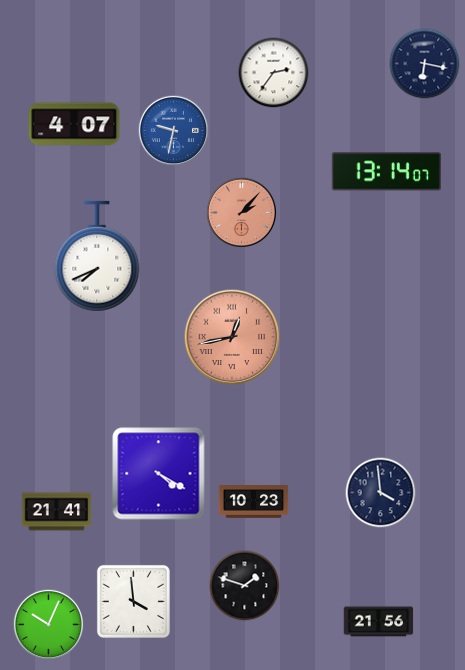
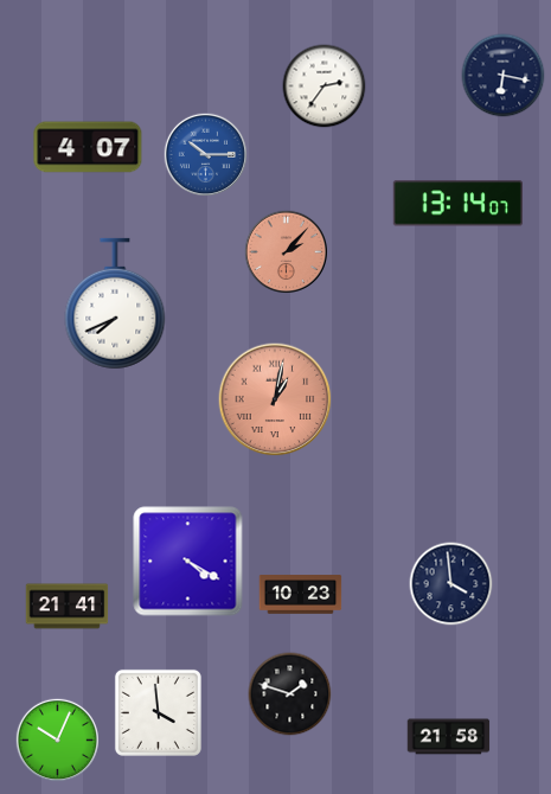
clock at (173, 130): 9:32 -> 10:15
clock at (232, 337): 12:43 -> 1:02
clock at (379, 622): 21:56 -> 21:58
